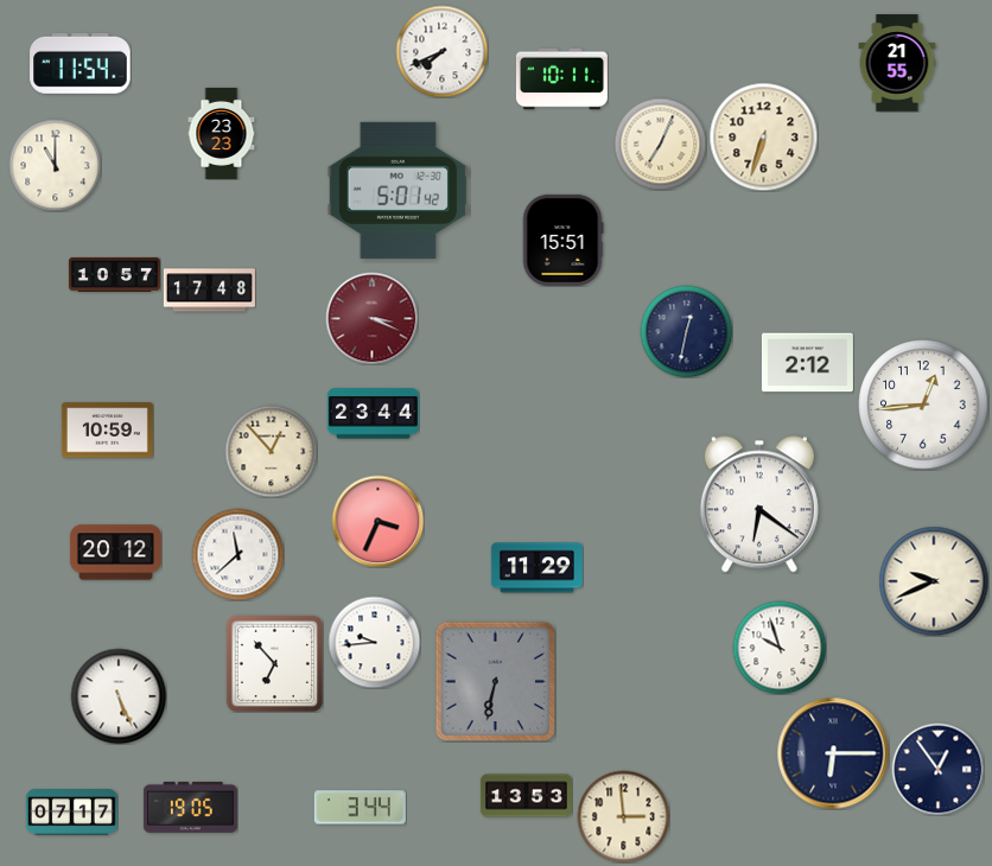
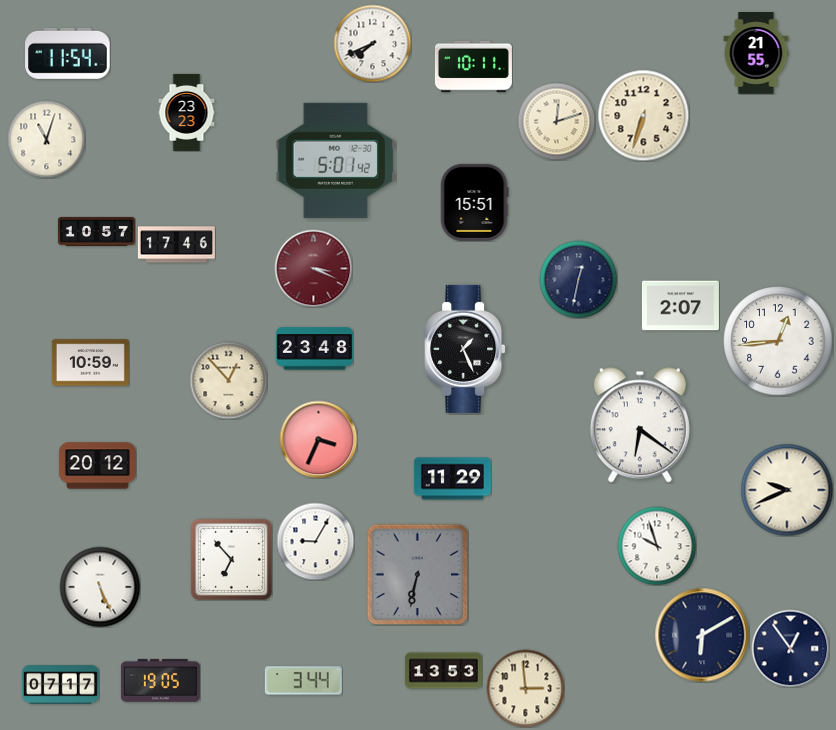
clock at (660, 144): 7:04 -> 12:12
clock at (55, 165): 11:00 -> 11:03
clock at (209, 291): 17:48 -> 17:46
clock at (807, 363): 2:12 -> 2:07
clock at (373, 414): 23:44 -> 23:48
clock at (465, 349): none -> 1:26
clock at (237, 554): 11:38 -> none
clock at (374, 642): 9:44 -> 9:05
clock at (833, 753): 6:15 -> 6:10
